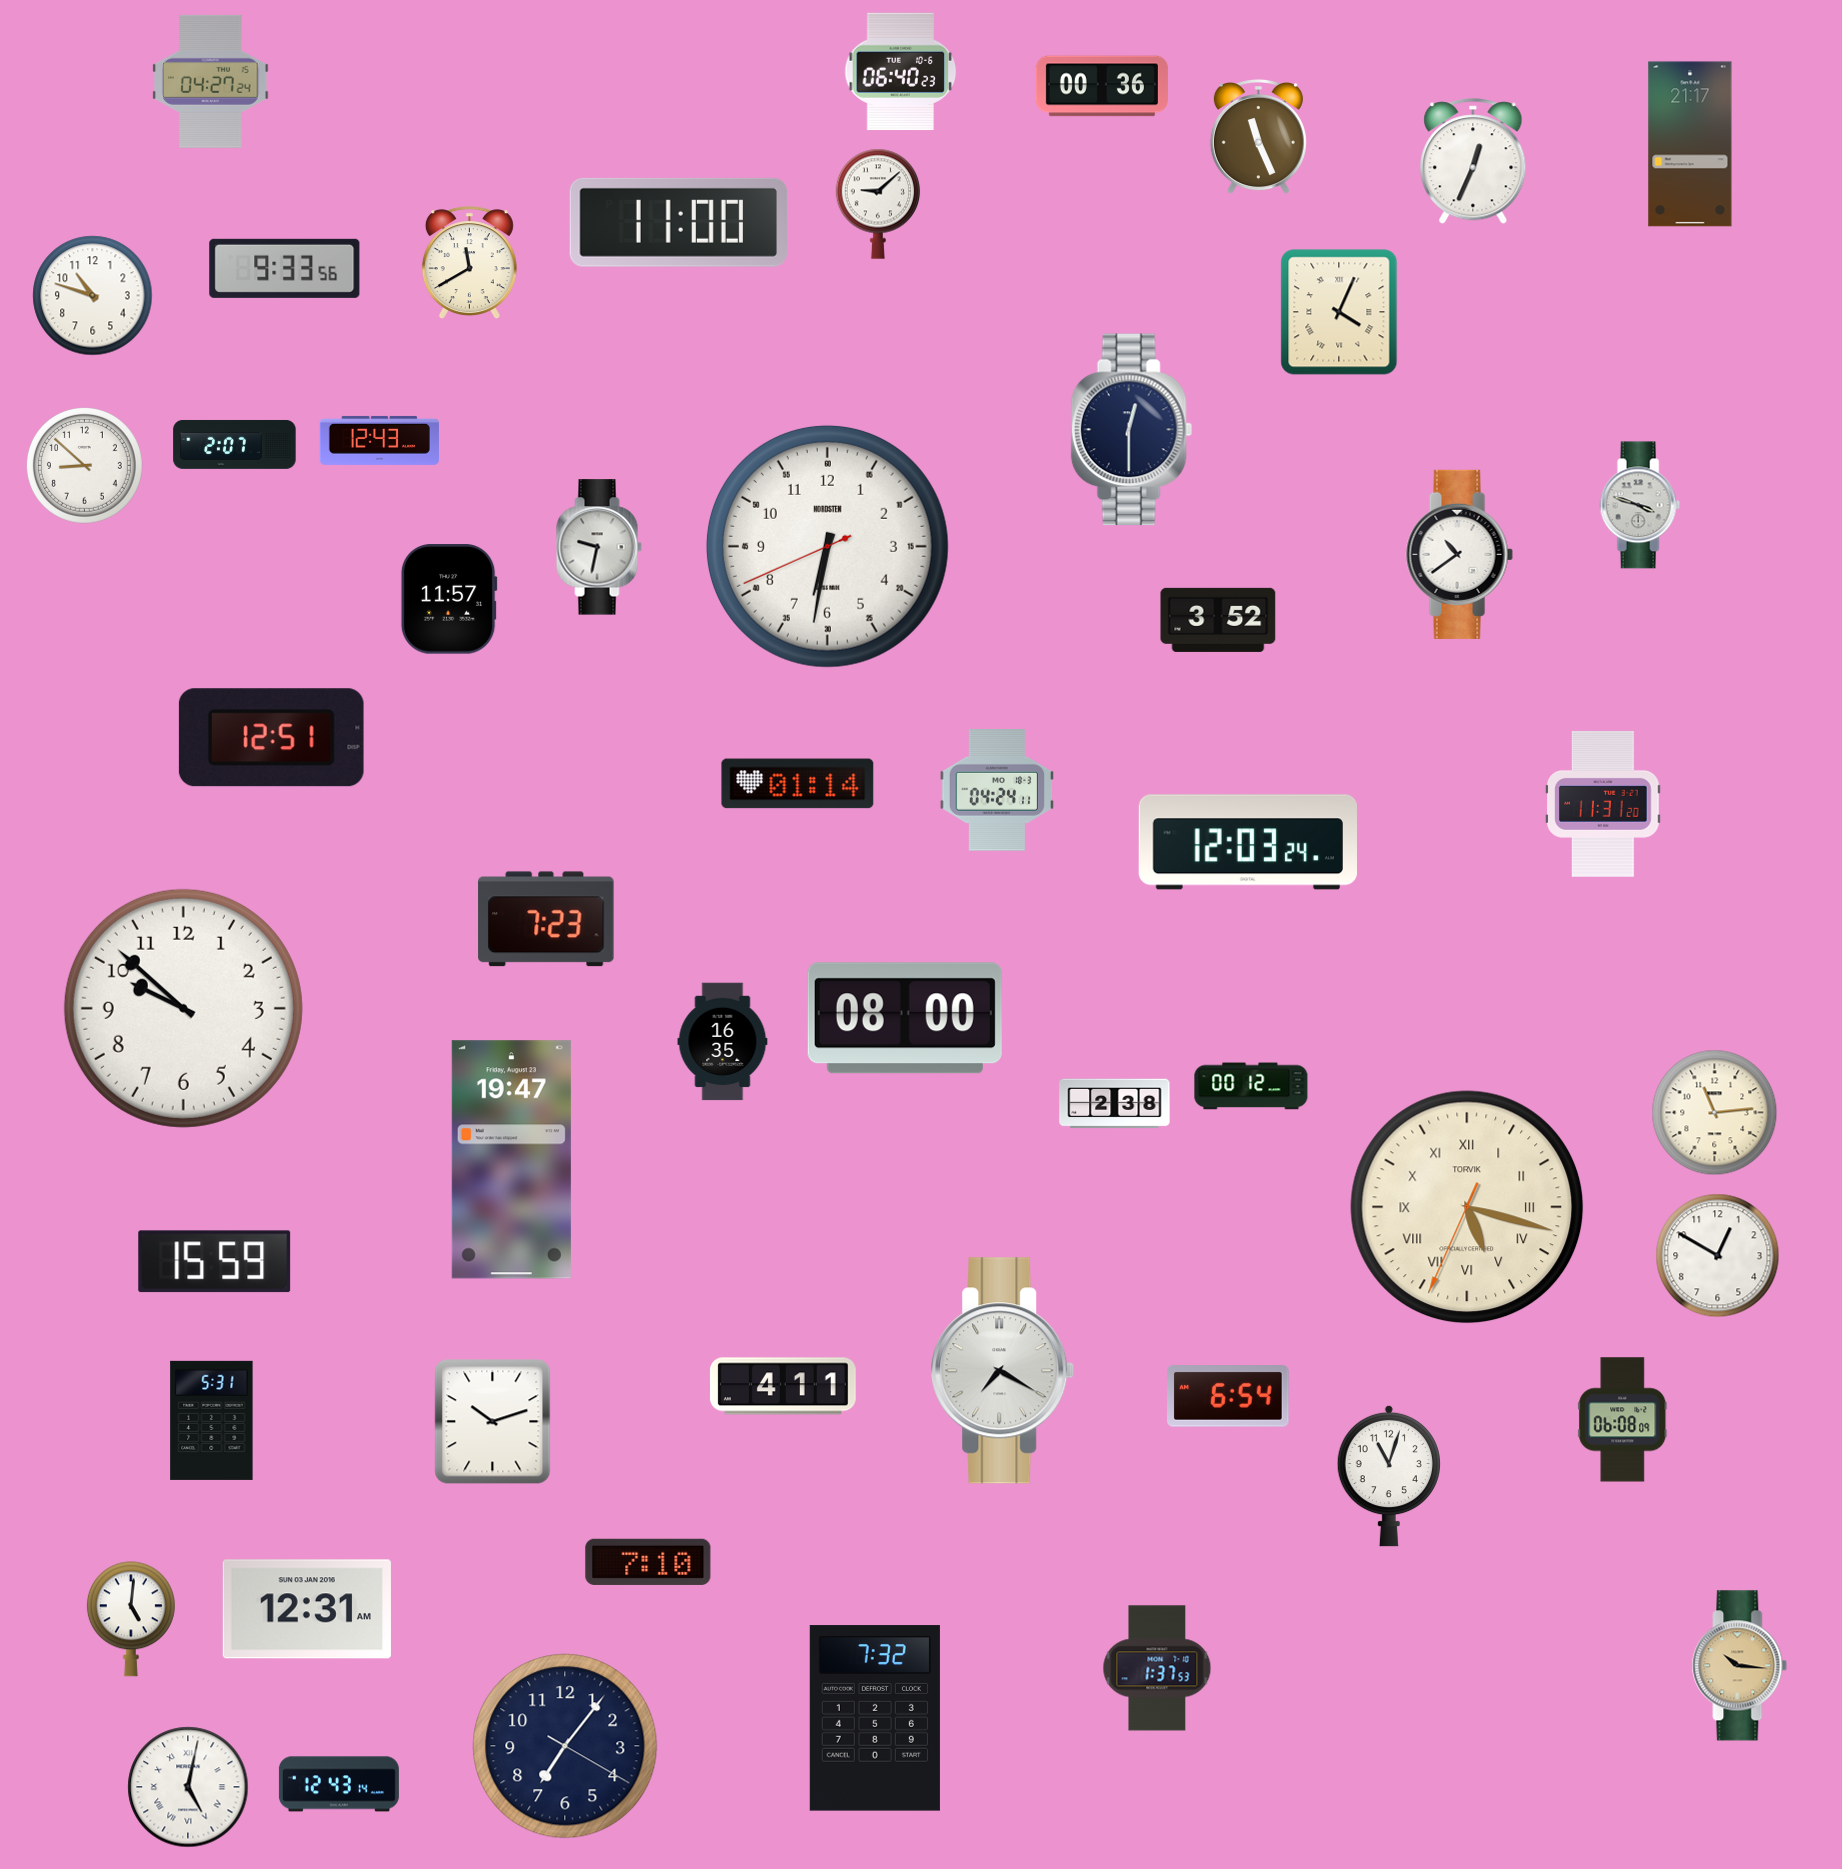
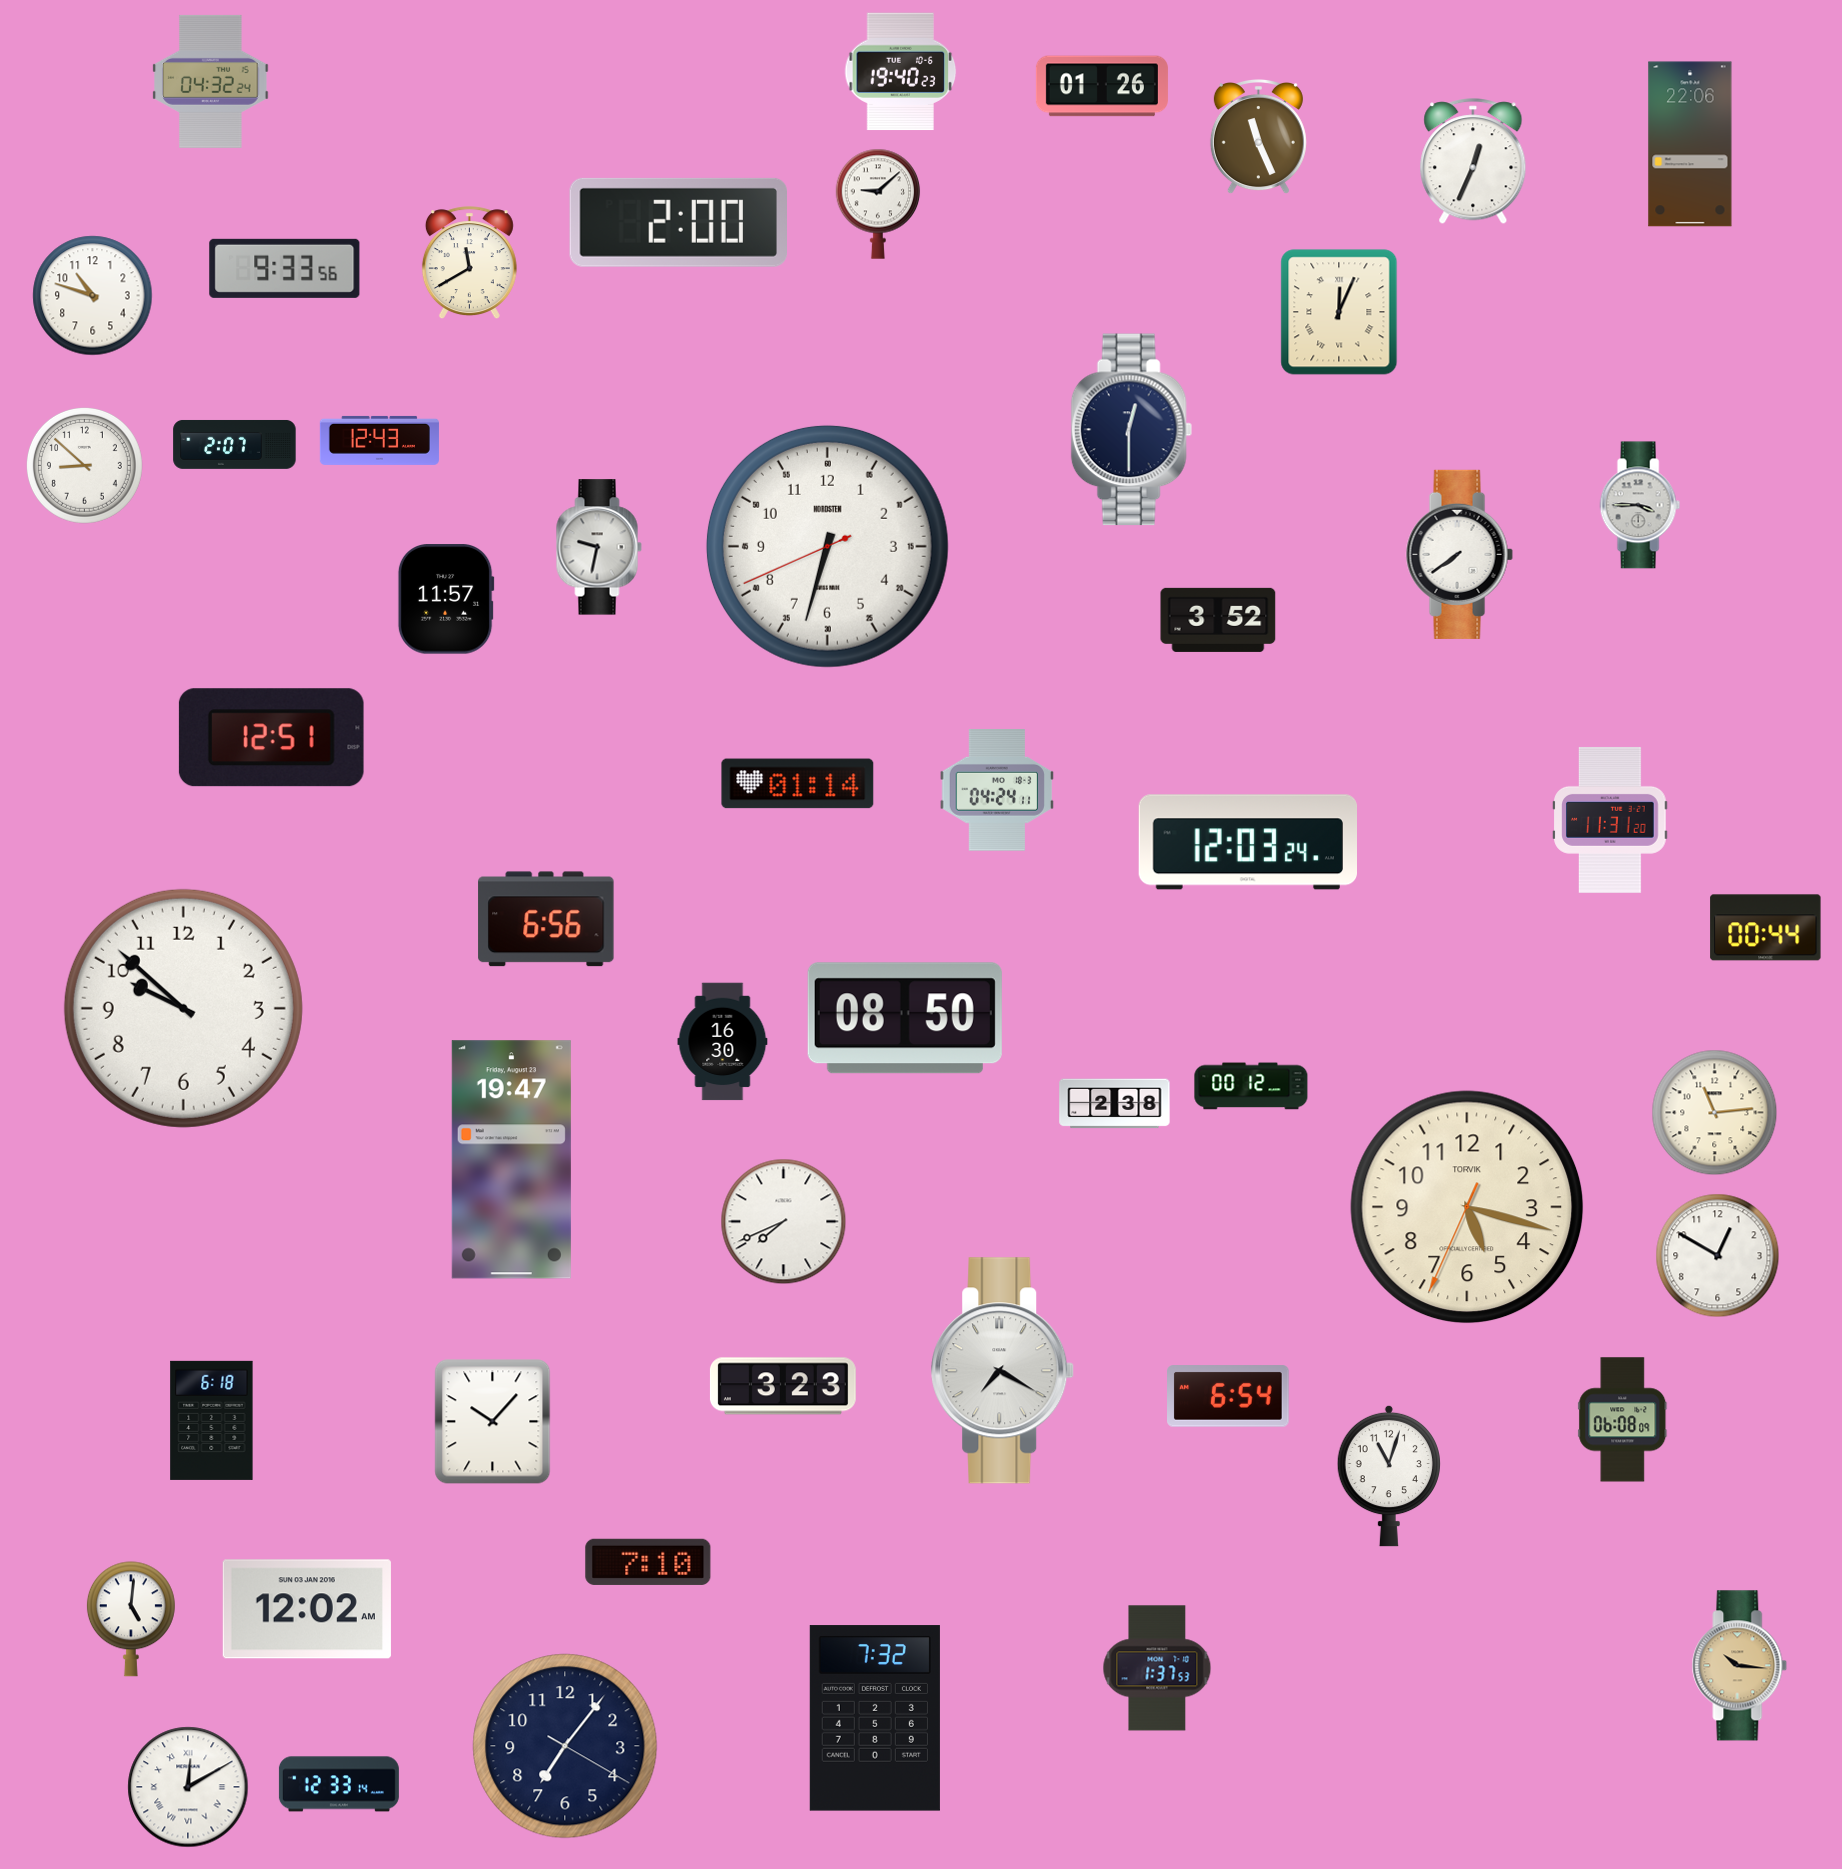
clock at (901, 72): 06:40 -> 19:40
clock at (211, 81): 04:27 -> 04:32
clock at (1102, 86): 00:36 -> 01:26
clock at (1690, 144): 21:17 -> 22:06
clock at (678, 222): 11:00 -> 2:00
clock at (1339, 312): 4:04 -> 12:04
clock at (1640, 505): 3:48 -> 3:45
clock at (827, 546): 6:31 -> 6:32
clock at (1459, 554): 10:39 -> 7:39
clock at (449, 599) position: (449, 599) -> (446, 599)
clock at (1603, 804) position: (1603, 804) -> (1610, 820)
clock at (546, 919): 7:23 -> 6:56
clock at (1766, 928): none -> 00:44
clock at (905, 1018): 08:00 -> 08:50
clock at (723, 1042): 16:35 -> 16:30
clock at (1467, 1207) numerals: Roman -> Arabic
clock at (784, 1222): none -> 7:41
clock at (215, 1262): 15:59 -> none
clock at (783, 1386): 4:11 -> 3:23
clock at (212, 1420): 5:31 -> 6:18
clock at (493, 1422): 10:12 -> 10:07
clock at (307, 1609): 12:31 -> 12:02
clock at (339, 1784): 12:43 -> 12:33
clock at (188, 1787): 5:02 -> 12:10
